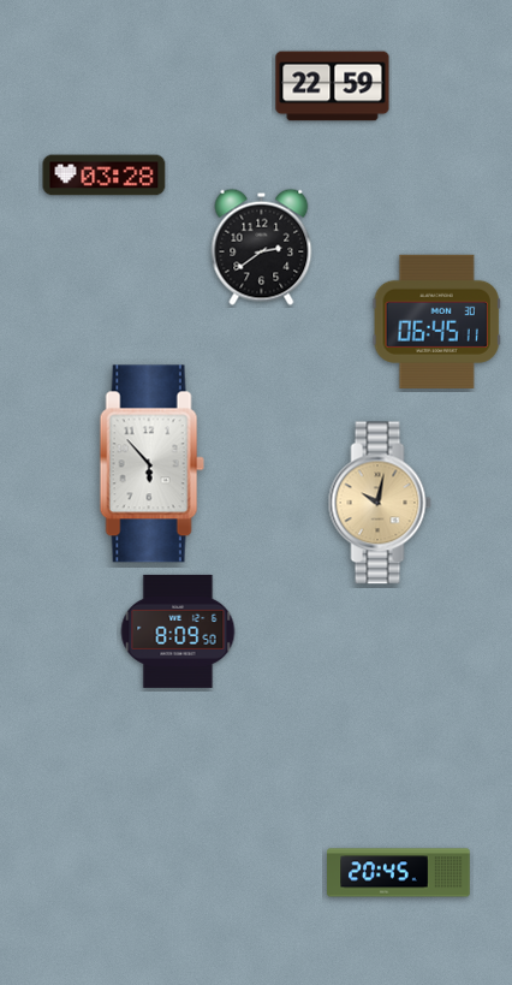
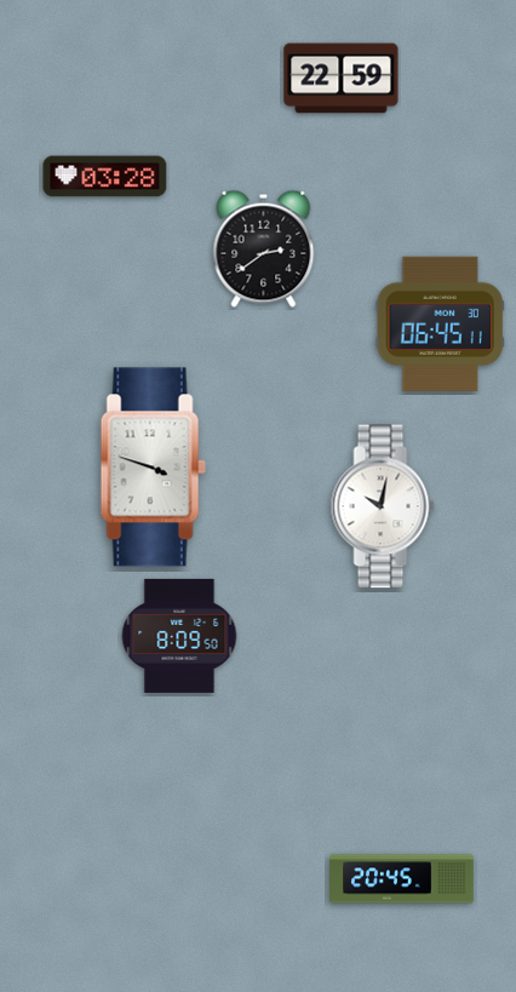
clock at (333, 87) position: (333, 87) -> (342, 79)
clock at (151, 464): 5:53 -> 3:48
clock at (380, 503) dial: champagne -> white
